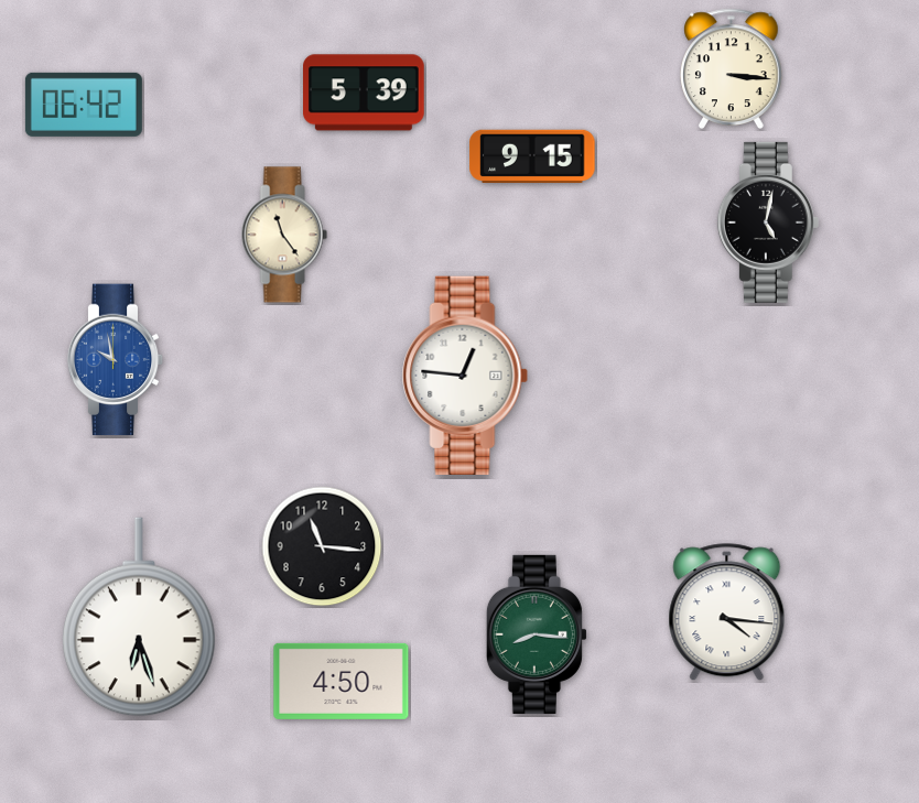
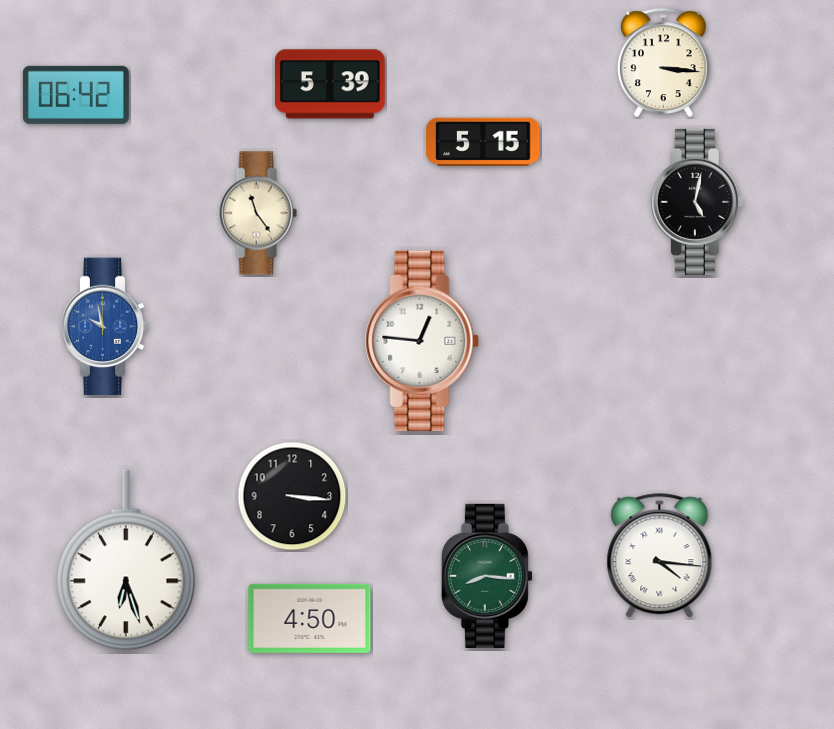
clock at (532, 155): 9:15 -> 5:15
clock at (322, 546): 11:16 -> 3:16
